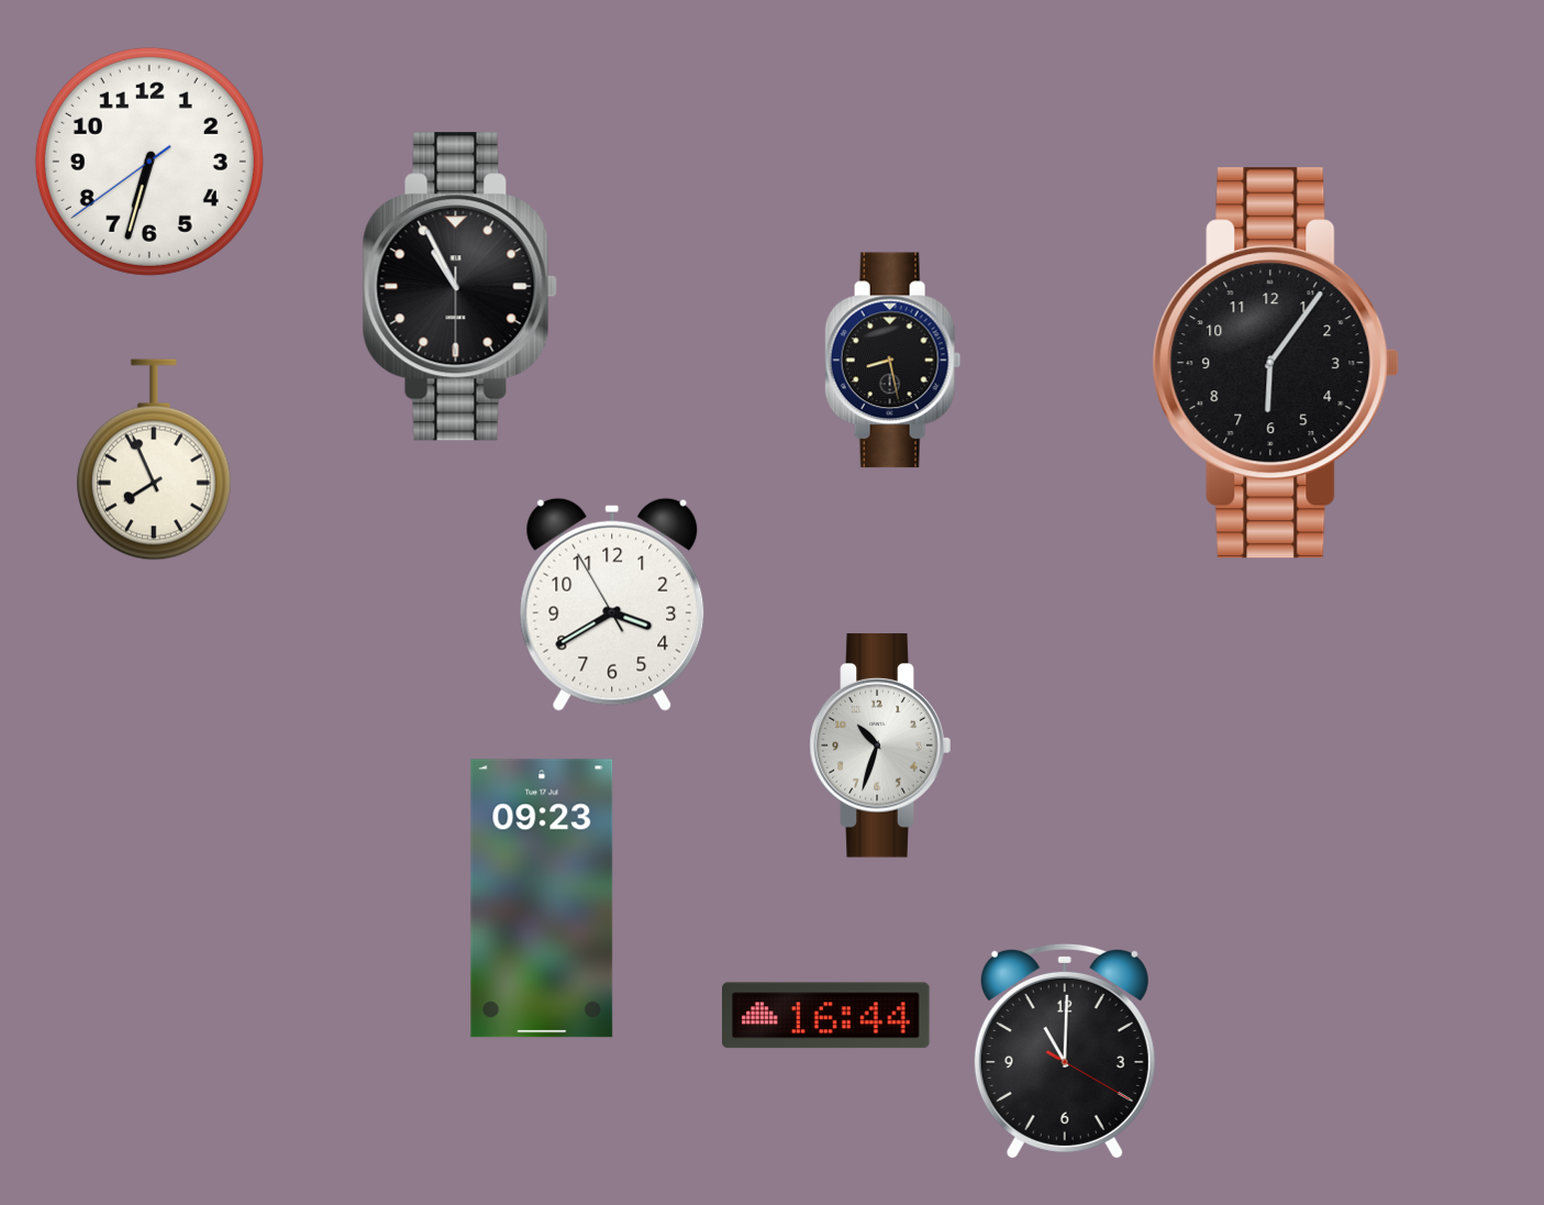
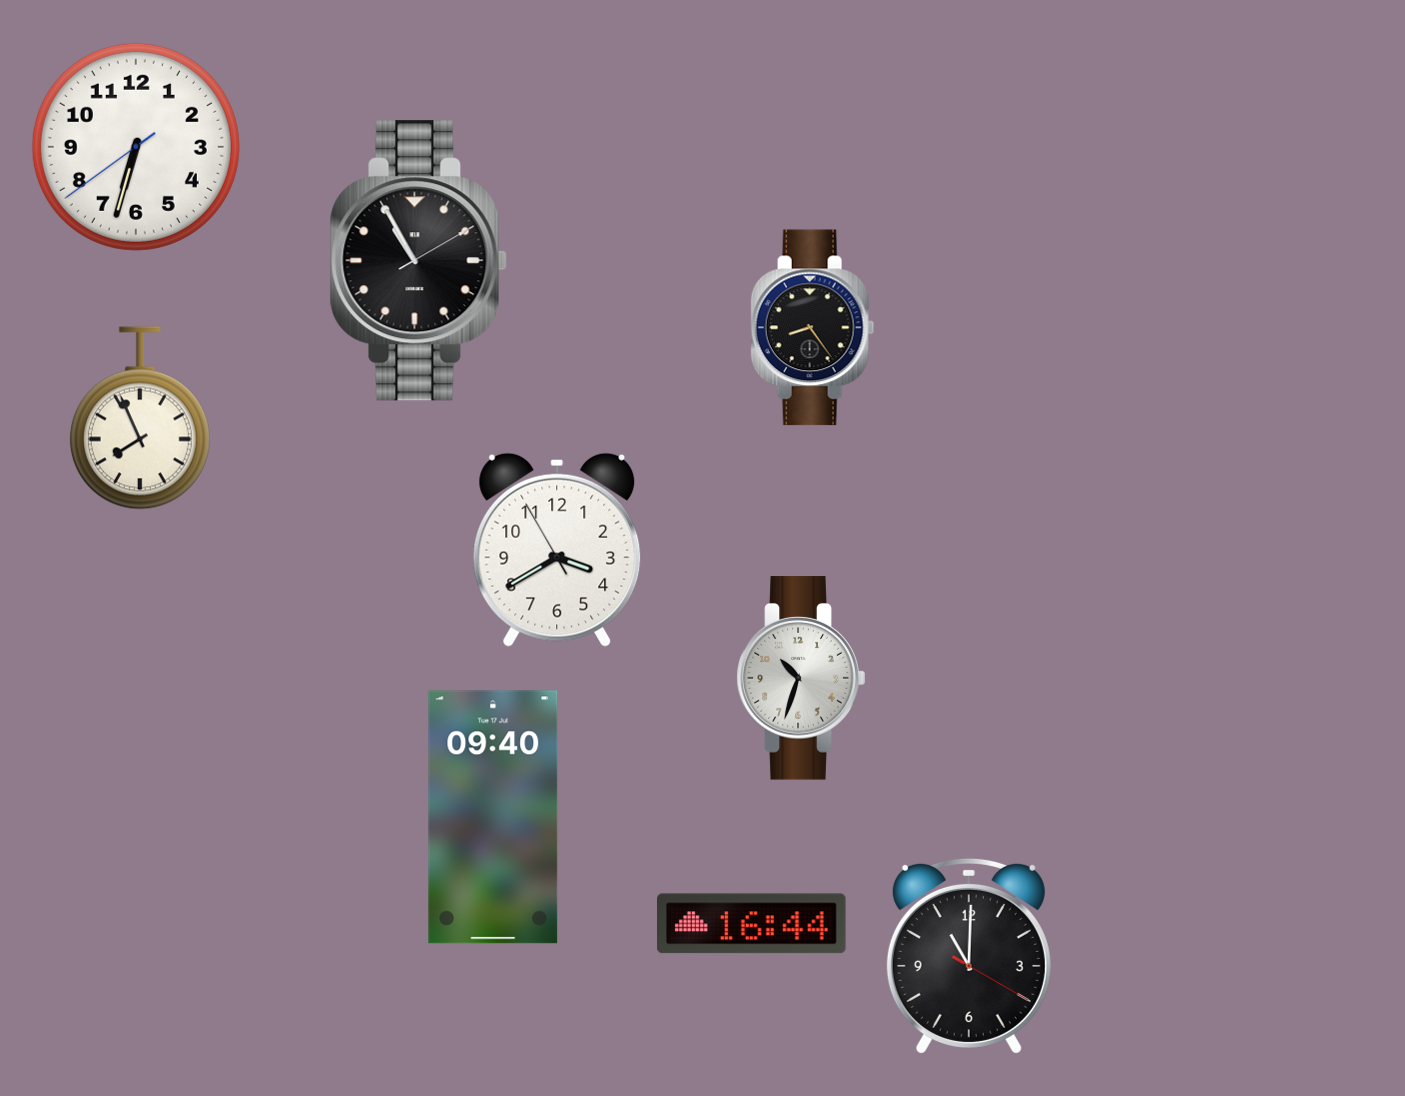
clock at (459, 287): 10:55:30 -> 10:55:10
clock at (893, 361): 8:28 -> 8:24
clock at (1276, 363): 6:06 -> none
clock at (542, 898): 09:23 -> 09:40
